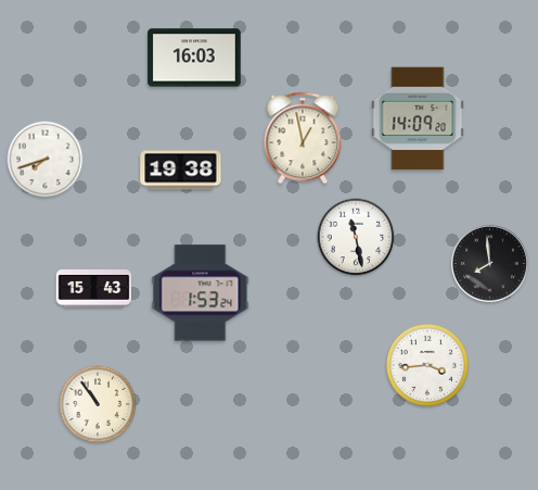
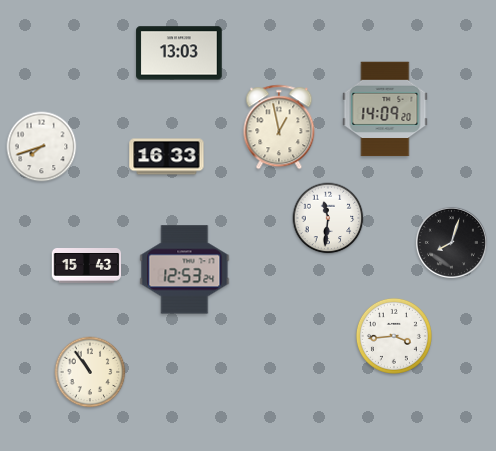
clock at (194, 58): 16:03 -> 13:03
clock at (181, 171): 19:38 -> 16:33
clock at (356, 237): 11:28 -> 11:31
clock at (489, 263): 7:59 -> 8:03
clock at (201, 293): 1:53 -> 12:53
